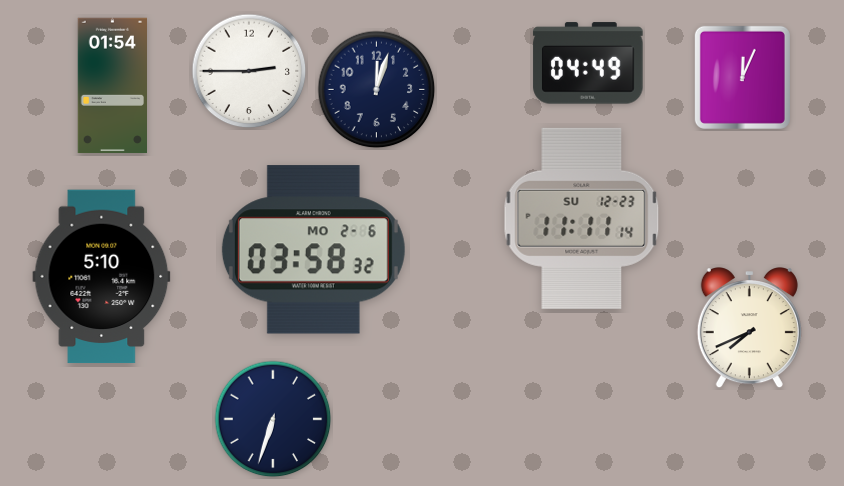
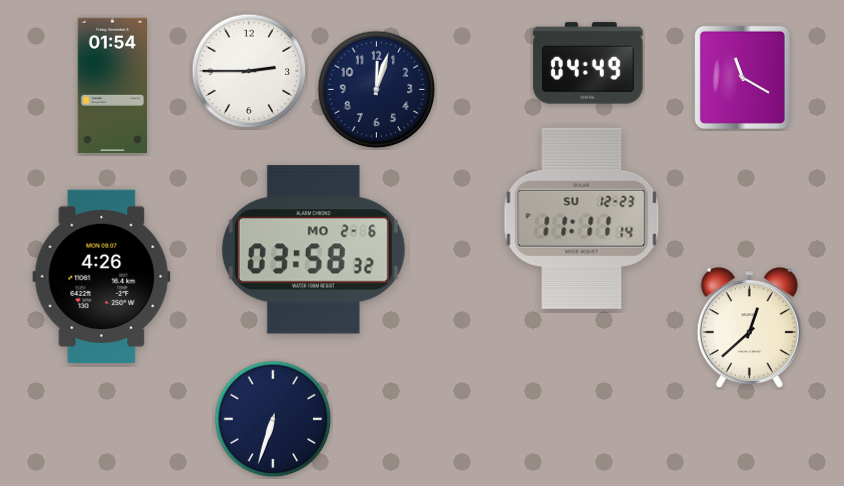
clock at (742, 77): 12:04 -> 11:20
clock at (102, 277): 5:10 -> 4:26
clock at (749, 328): 7:41 -> 12:38
